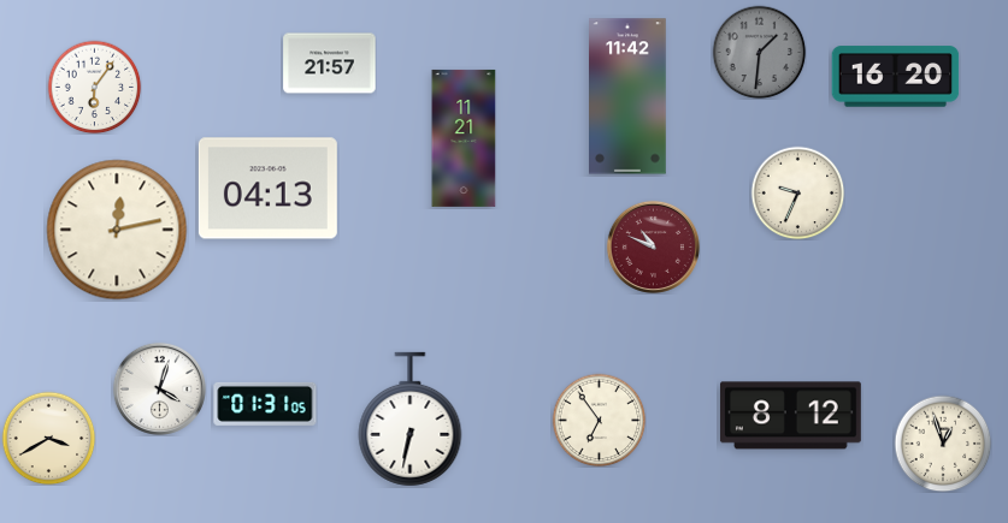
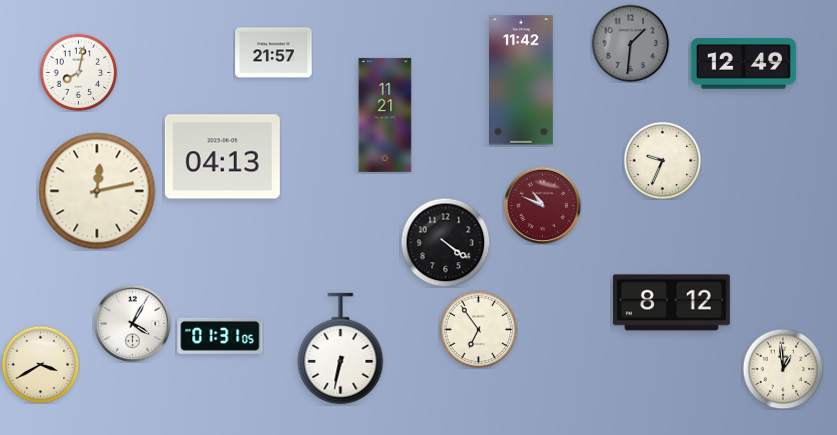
clock at (896, 77): 16:20 -> 12:49
clock at (94, 87): 6:06 -> 8:02
clock at (445, 242): none -> 4:21
clock at (159, 388): 4:03 -> 4:05
clock at (790, 416) position: (790, 416) -> (671, 303)
clock at (599, 420) position: (599, 420) -> (478, 329)
clock at (943, 444): 12:57 -> 12:59
